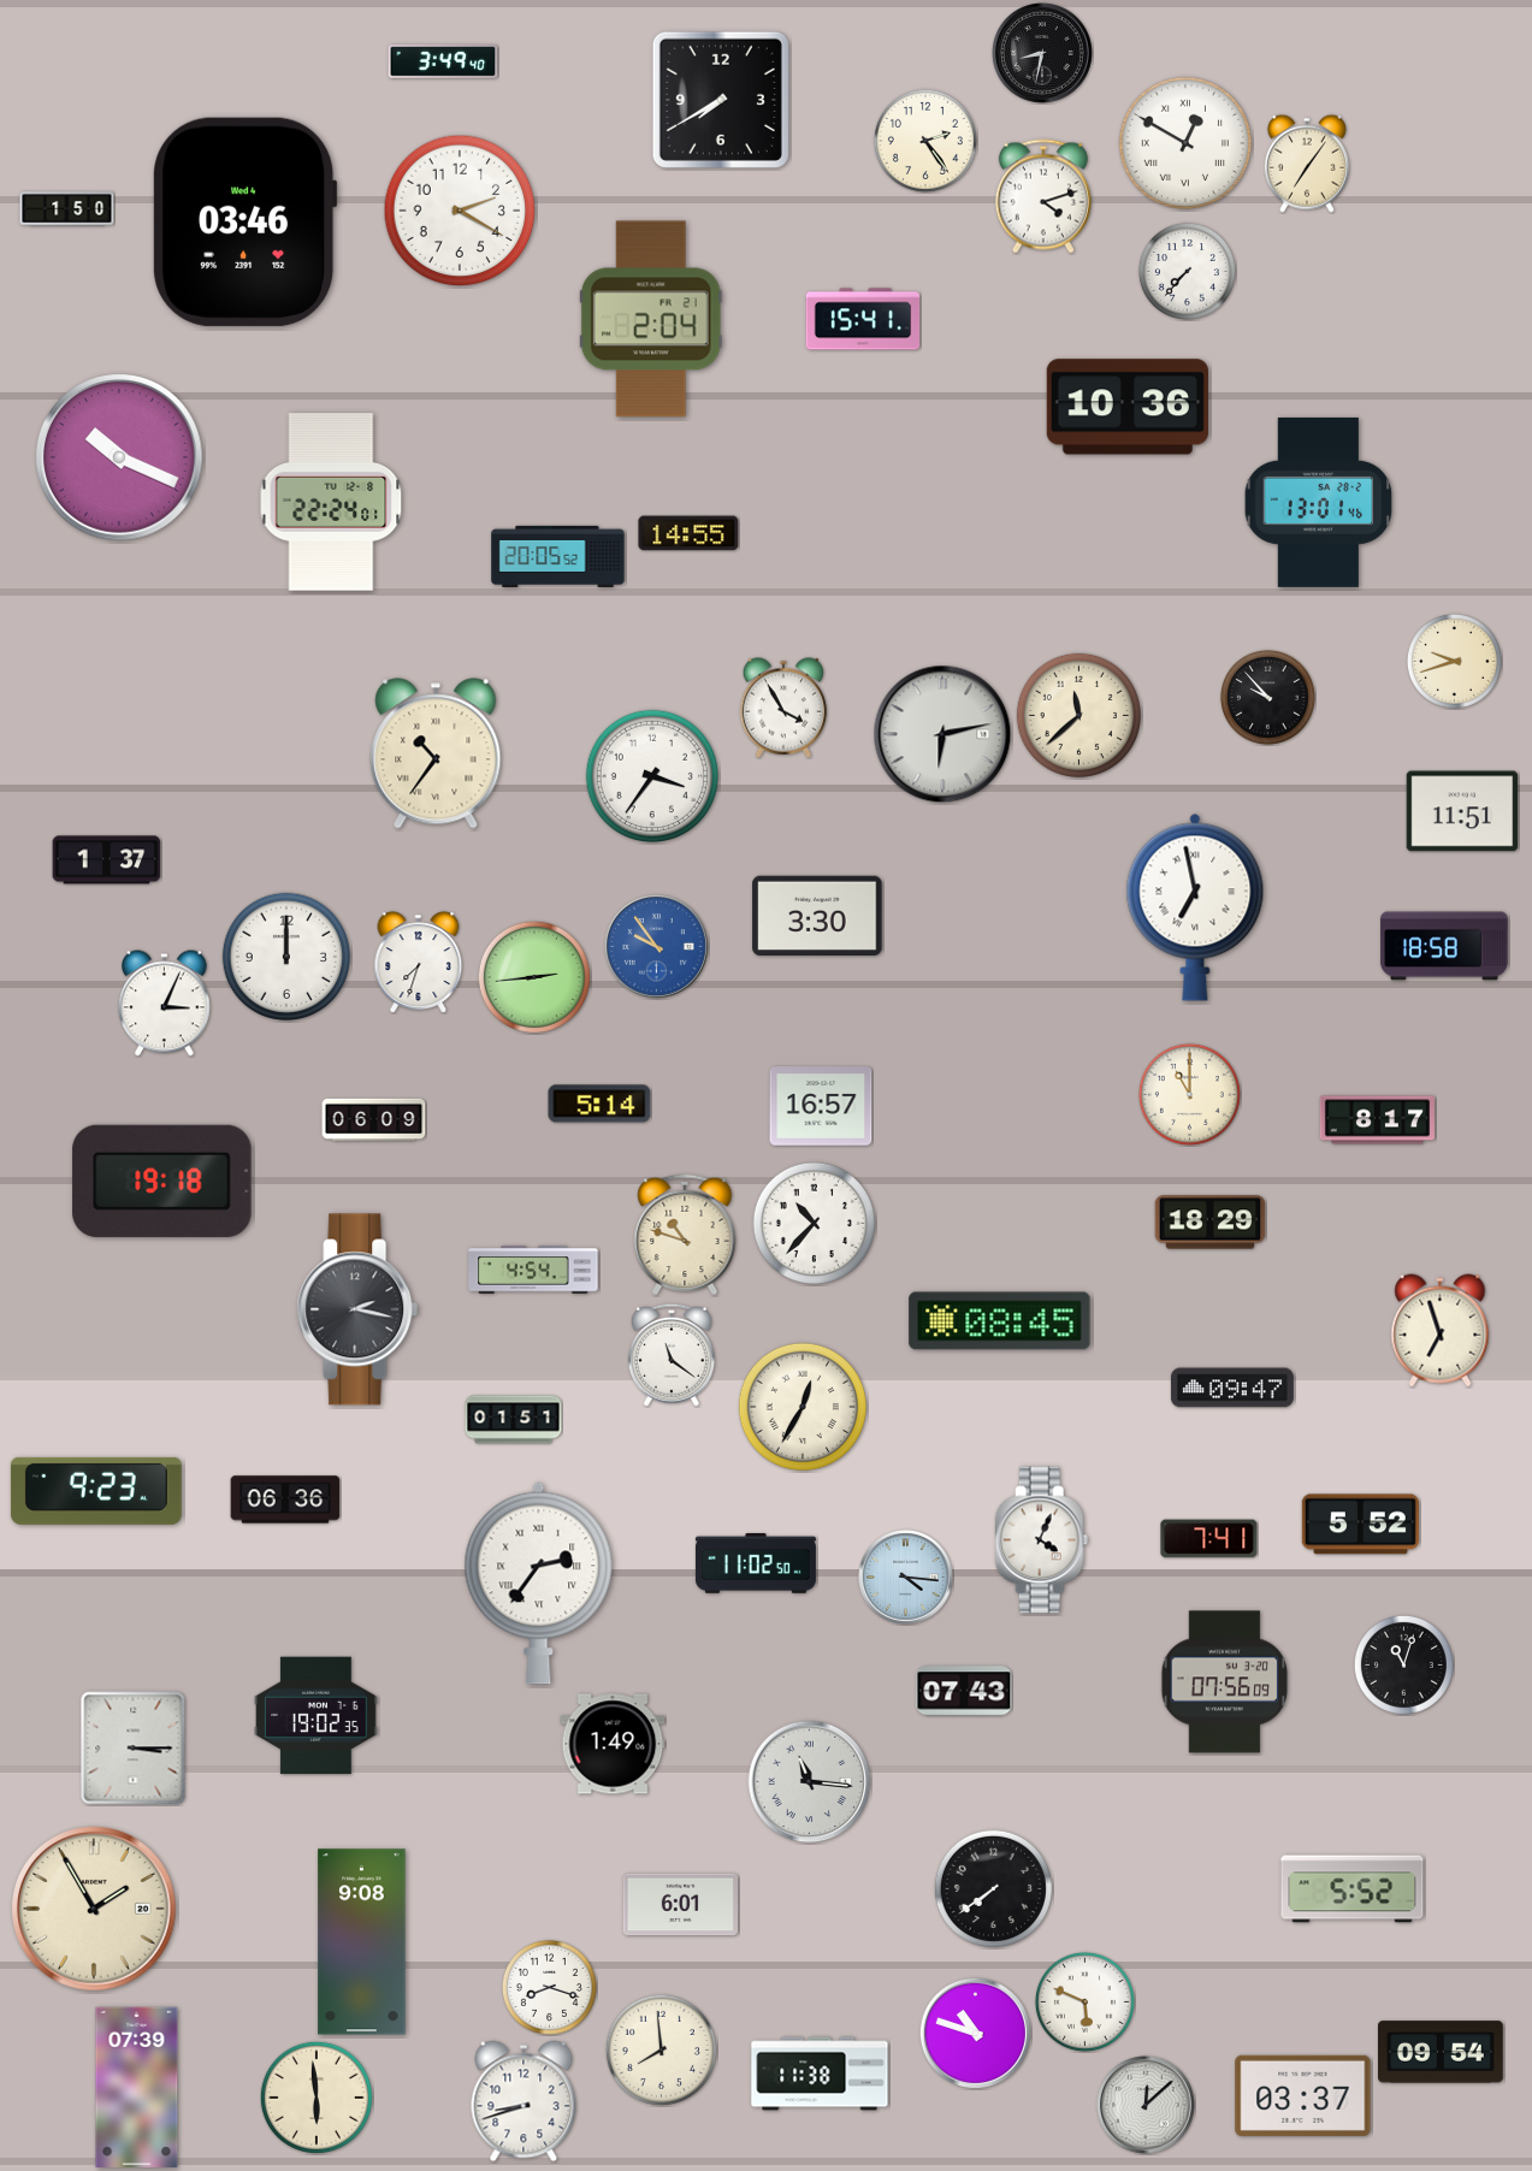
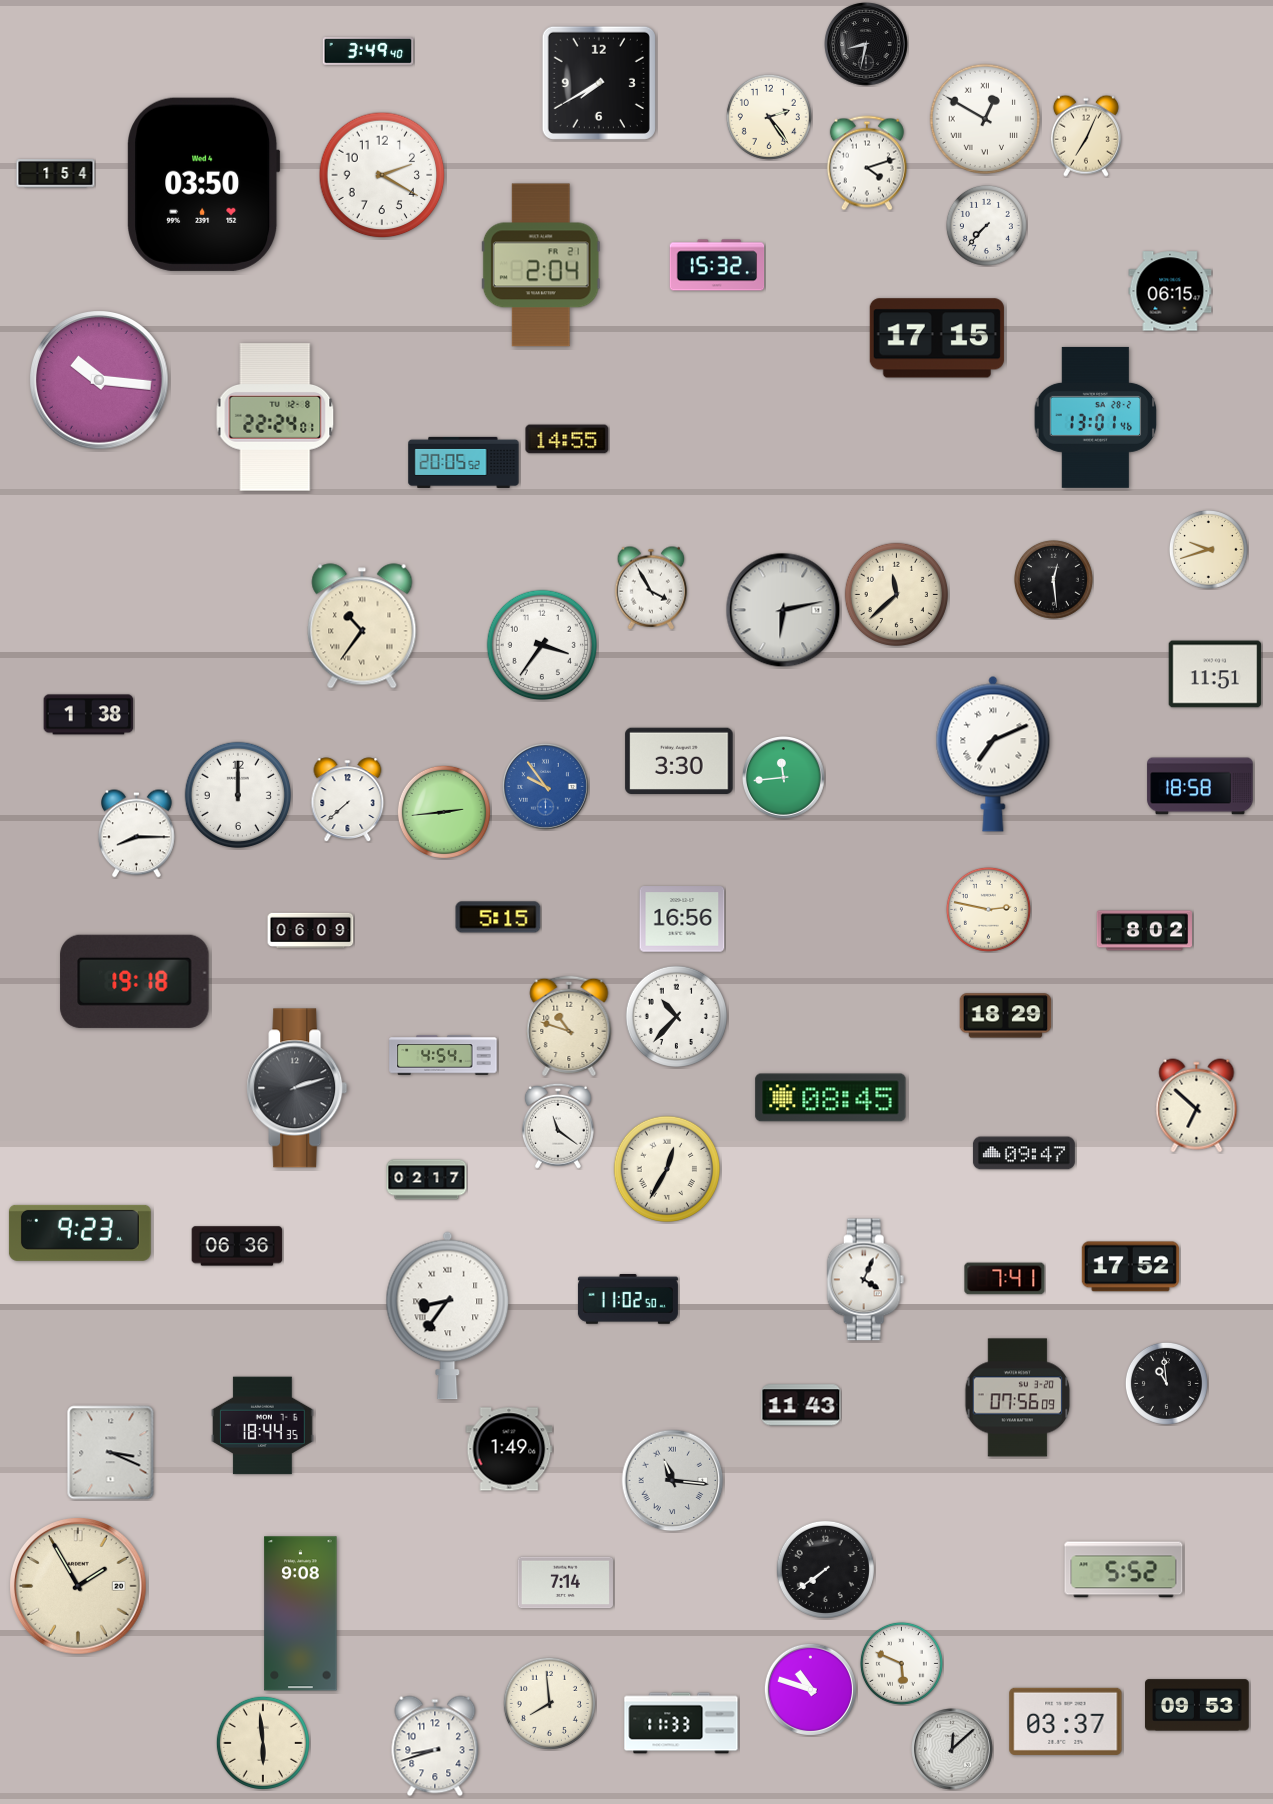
clock at (1307, 164): 7:06 -> 7:04
clock at (67, 209): 1:50 -> 1:54
clock at (246, 221): 03:46 -> 03:50
clock at (863, 319): 15:41 -> 15:32
clock at (1170, 291): none -> 06:15
clock at (1128, 407): 10:36 -> 17:15
clock at (120, 459): 10:19 -> 10:16
clock at (688, 533) position: (688, 533) -> (567, 439)
clock at (1267, 697): 9:53 -> 12:29
clock at (107, 860): 1:37 -> 1:38
clock at (1195, 907): 6:58 -> 7:11
clock at (784, 778): none -> 11:44
clock at (419, 963): 7:33 -> 7:38
clock at (165, 1004): 3:04 -> 8:15
clock at (1189, 1094): 11:00 -> 2:47
clock at (599, 1104): 5:14 -> 5:15
clock at (821, 1106): 16:57 -> 16:56
clock at (1377, 1120): 8:17 -> 8:02
clock at (357, 1309): 2:17 -> 2:12
clock at (1441, 1331): 6:57 -> 6:52
clock at (514, 1420): 01:51 -> 02:17
clock at (96, 1491) position: (96, 1491) -> (80, 1233)
clock at (1360, 1525): 5:52 -> 17:52
clock at (906, 1578): 4:16 -> none
clock at (539, 1583): 2:36 -> 8:36
clock at (1403, 1664): 11:03 -> 10:59
clock at (964, 1691): 07:43 -> 11:43
clock at (317, 1716): 19:02 -> 18:44
clock at (134, 1749): 3:15 -> 3:19
clock at (680, 1905): 6:01 -> 7:14
clock at (549, 1987): 8:18 -> none
clock at (1441, 2052): 09:54 -> 09:53
clock at (820, 2074): 11:38 -> 11:33
clock at (137, 2087): 07:39 -> none
clock at (1303, 2095) position: (1303, 2095) -> (1066, 1721)
